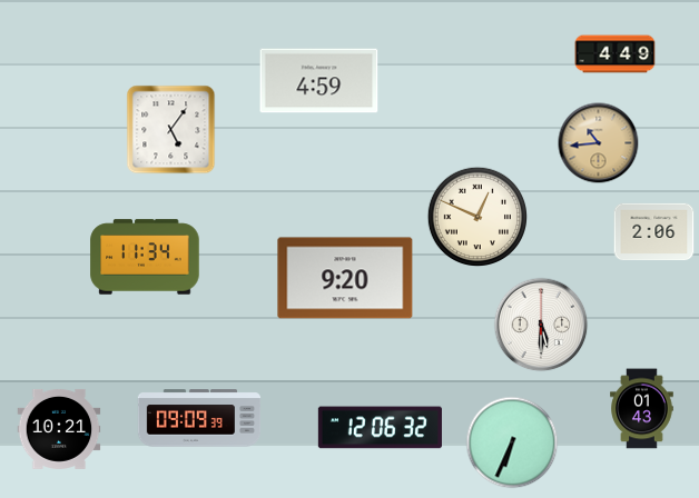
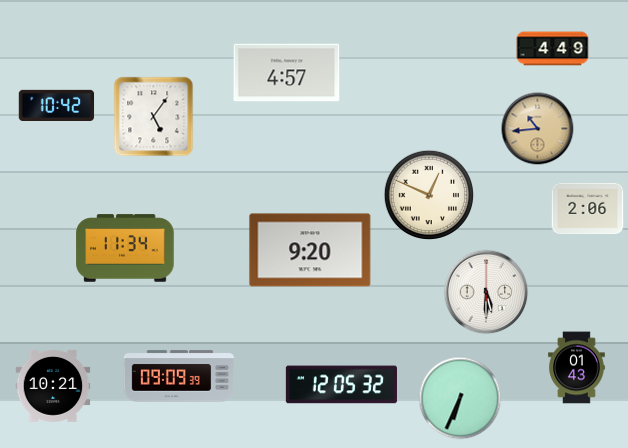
clock at (319, 81): 4:59 -> 4:57
clock at (57, 105): none -> 10:42
clock at (145, 257) position: (145, 257) -> (125, 248)
clock at (380, 428): 12:06 -> 12:05
